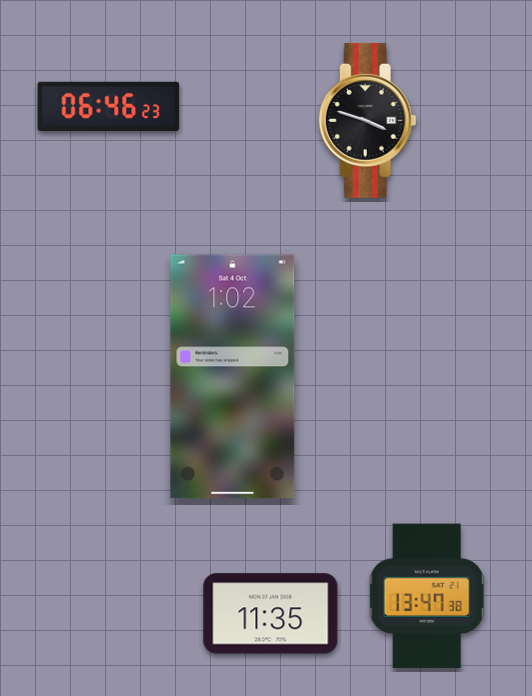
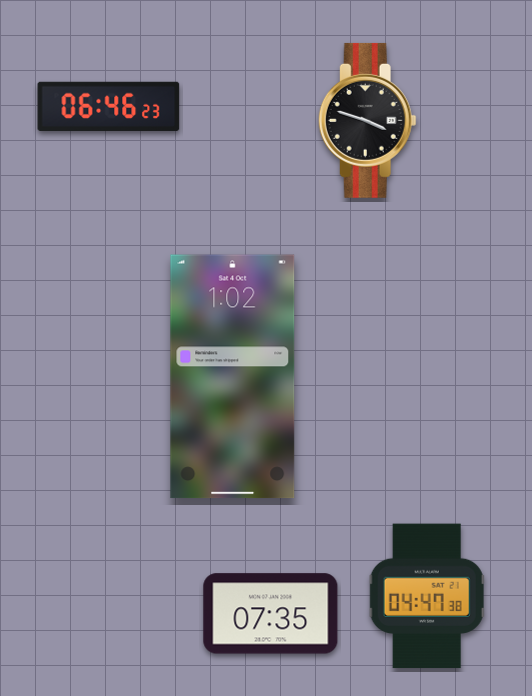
clock at (427, 596): 13:47 -> 04:47
clock at (271, 614): 11:35 -> 07:35
